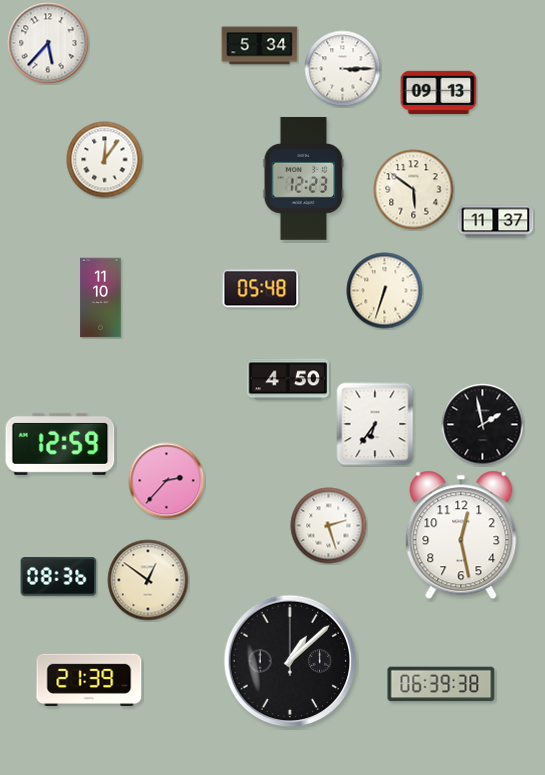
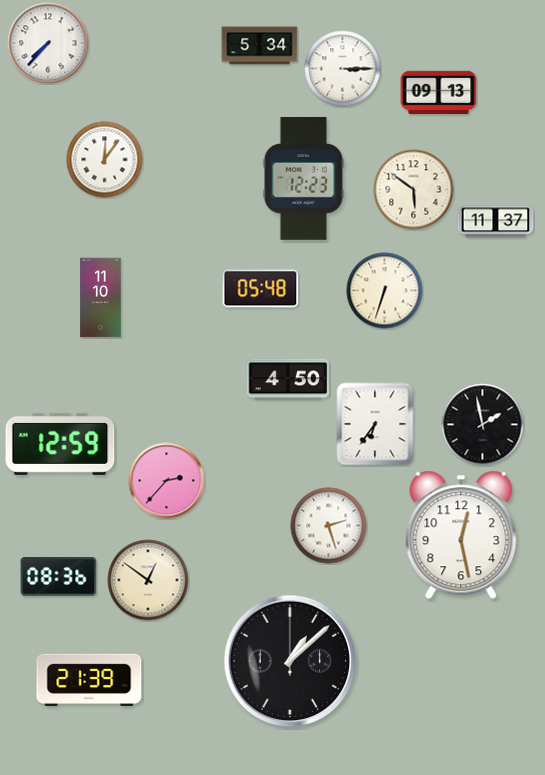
clock at (48, 43): 5:37 -> 7:37
clock at (441, 684): 06:39 -> none
